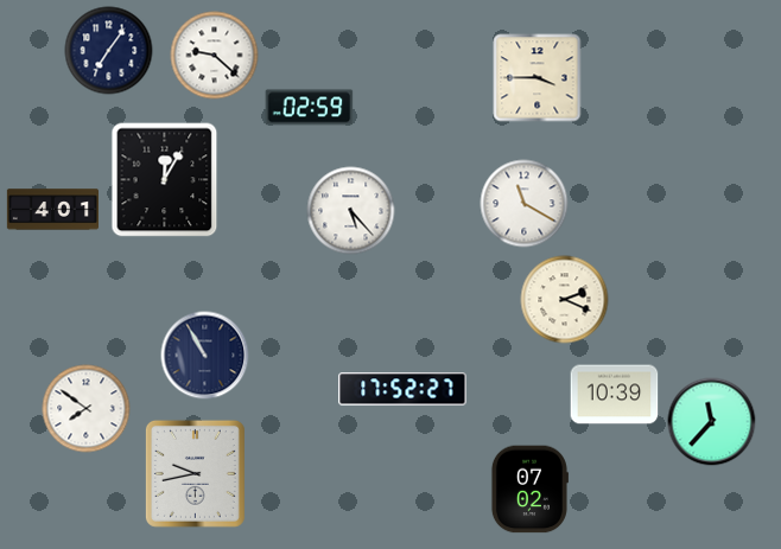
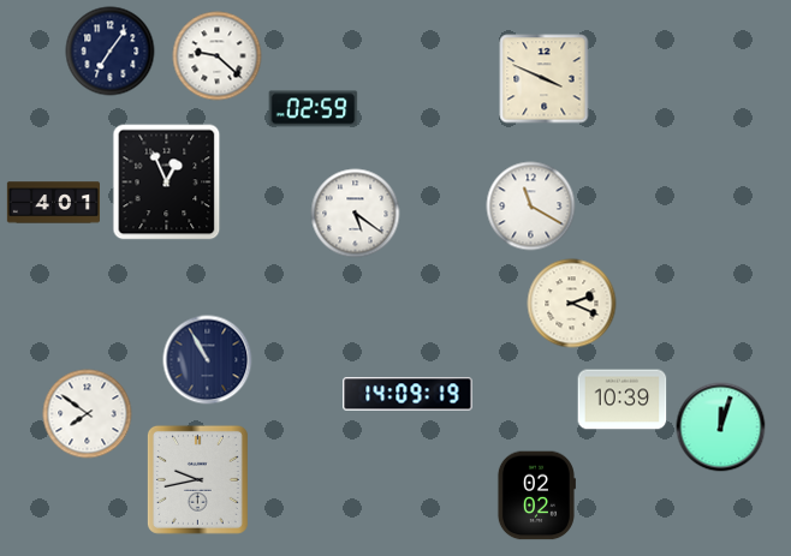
clock at (538, 78): 3:45 -> 3:49
clock at (165, 180): 12:05 -> 12:56
clock at (52, 210) position: (52, 210) -> (53, 203)
clock at (351, 211): 5:23 -> 5:21
clock at (402, 389): 17:52 -> 14:09
clock at (712, 422): 11:37 -> 12:03
clock at (529, 490): 07:02 -> 02:02
